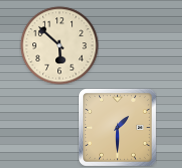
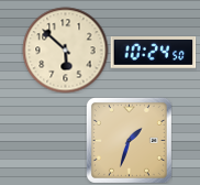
clock at (153, 53): none -> 10:24
clock at (117, 127): 1:30 -> 1:33
